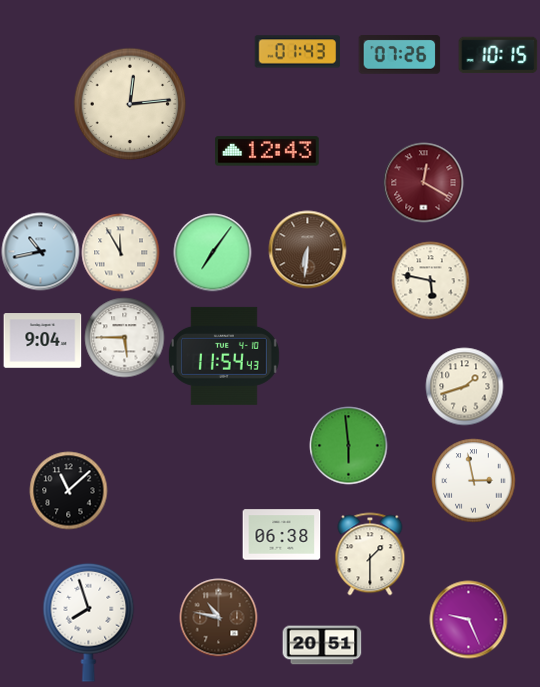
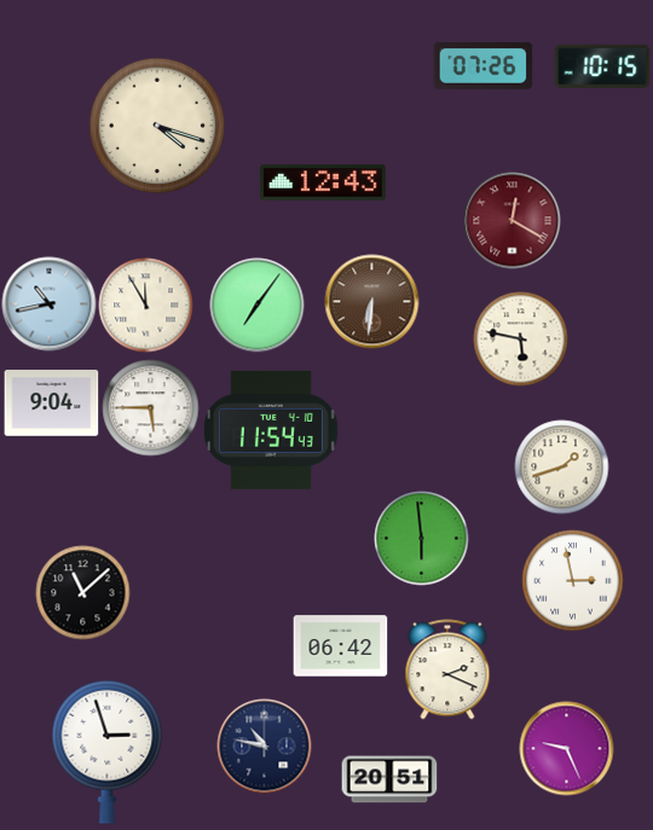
clock at (297, 52): 01:43 -> none
clock at (130, 104): 12:14 -> 4:18
clock at (42, 341) position: (42, 341) -> (51, 404)
clock at (281, 535): 06:38 -> 06:42
clock at (370, 554): 1:30 -> 2:19
clock at (218, 617) dial: brown -> navy
clock at (89, 622): 7:57 -> 2:57
